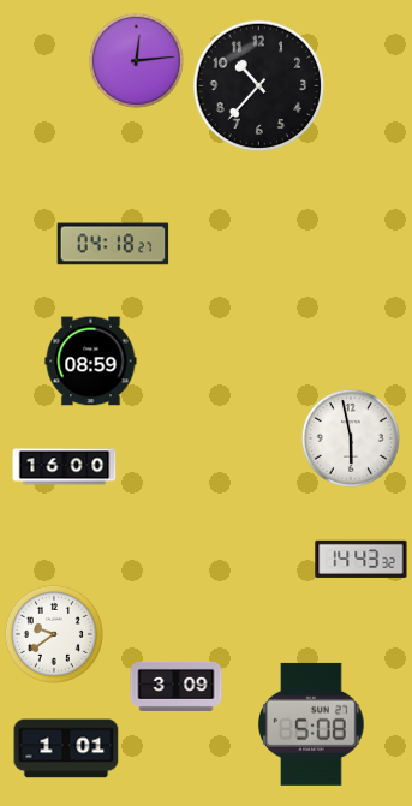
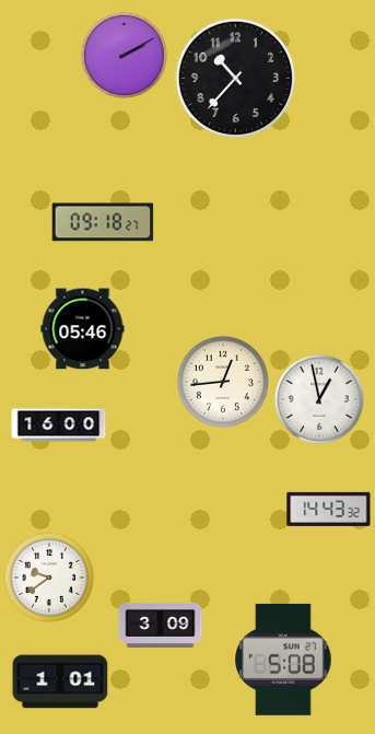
clock at (136, 60): 12:14 -> 2:10
clock at (113, 244): 04:18 -> 09:18
clock at (91, 362): 08:59 -> 05:46
clock at (223, 382): none -> 12:44
clock at (351, 438): 5:58 -> 12:58
